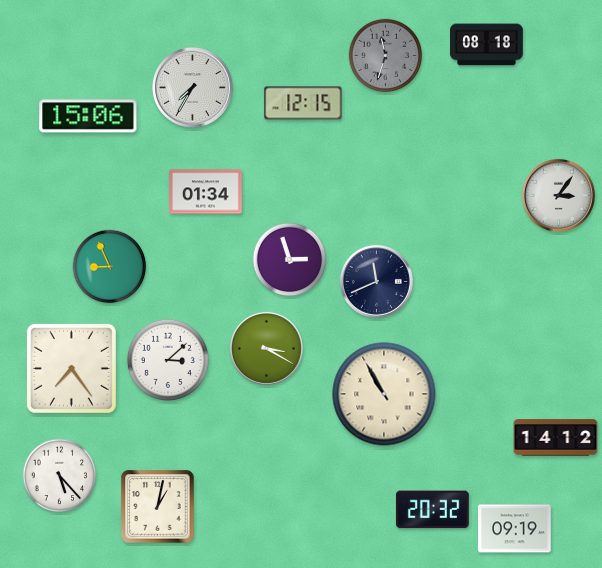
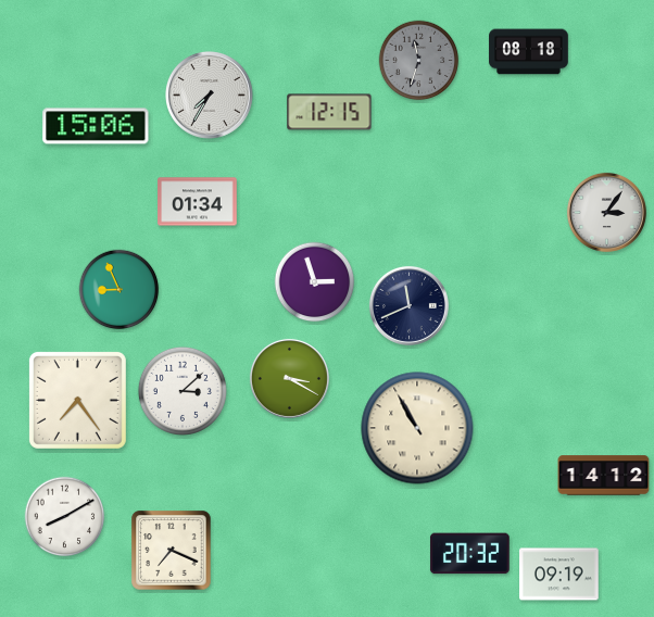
clock at (487, 45) position: (487, 45) -> (529, 52)
clock at (206, 192) position: (206, 192) -> (198, 202)
clock at (60, 476): 5:23 -> 8:10
clock at (158, 507): 1:02 -> 7:19
